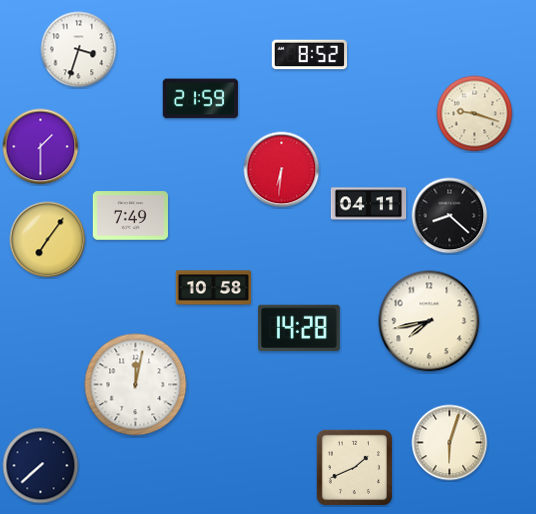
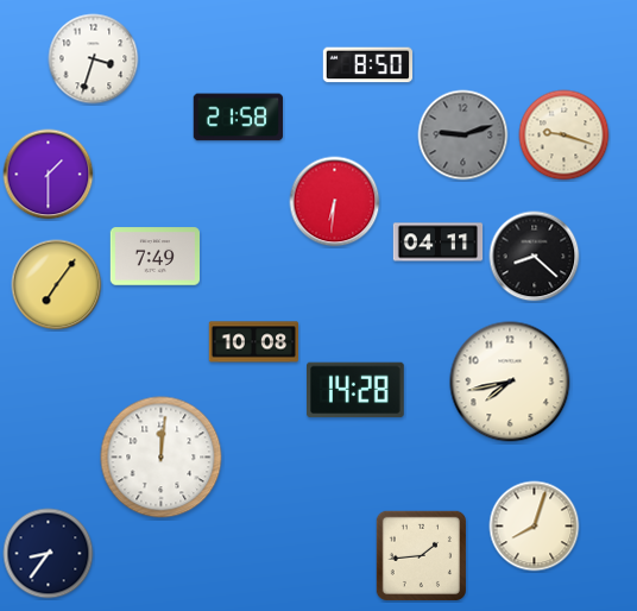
clock at (309, 55): 8:52 -> 8:50
clock at (200, 99): 21:59 -> 21:58
clock at (463, 136): none -> 9:12
clock at (213, 288): 10:58 -> 10:08
clock at (136, 385): 12:02 -> 12:01
clock at (450, 443): 6:03 -> 8:03
clock at (41, 466): 7:38 -> 8:36
clock at (354, 467): 1:41 -> 1:44
